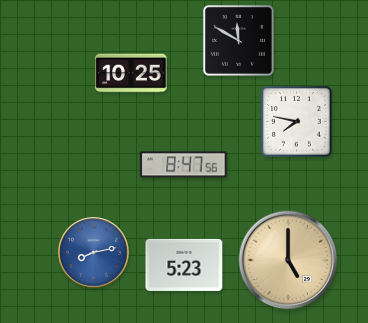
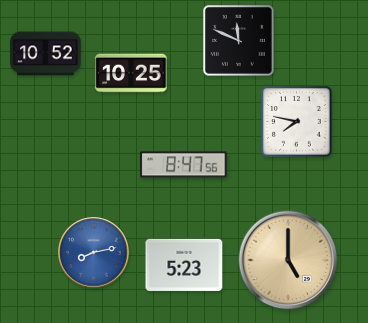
clock at (239, 41): 11:50 -> 11:49
clock at (46, 54): none -> 10:52
